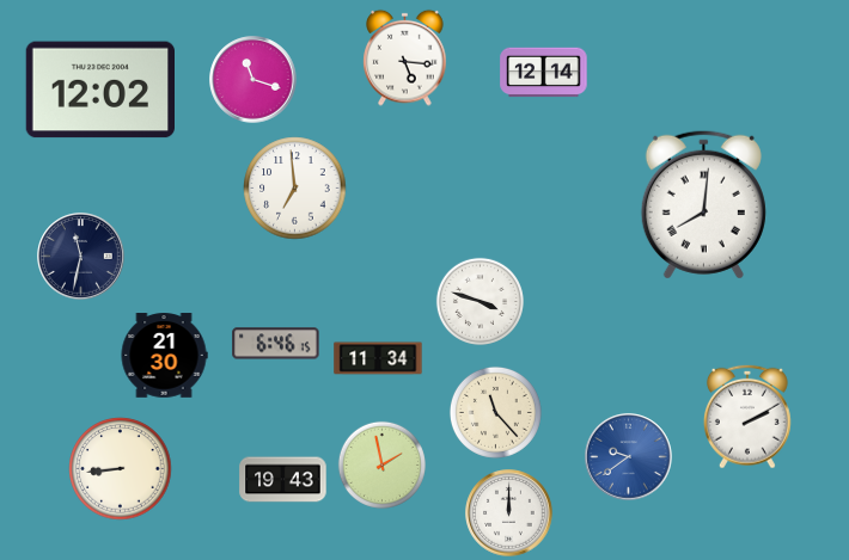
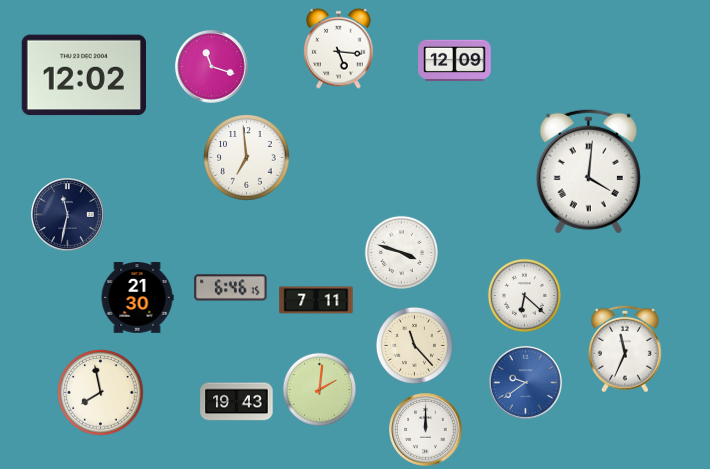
clock at (544, 73): 12:14 -> 12:09
clock at (703, 204): 8:01 -> 4:01
clock at (524, 295): none -> 6:22
clock at (378, 358): 11:34 -> 7:11
clock at (747, 417): 2:10 -> 11:34
clock at (381, 464): 1:58 -> 2:01
clock at (121, 469): 8:44 -> 7:58
